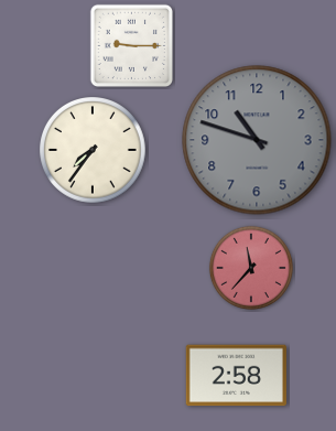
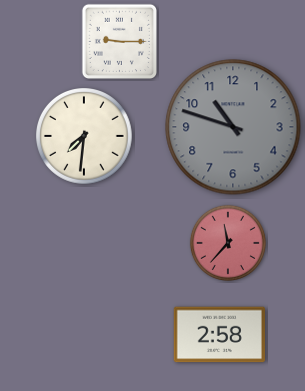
clock at (94, 151): 7:36 -> 7:31
clock at (236, 376) position: (236, 376) -> (219, 335)
